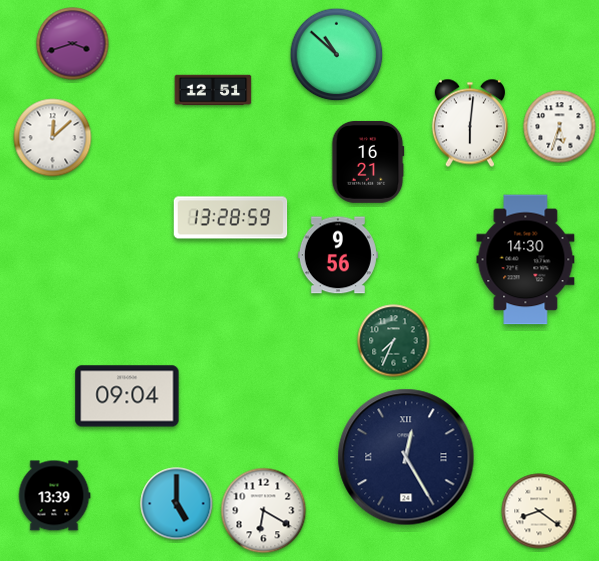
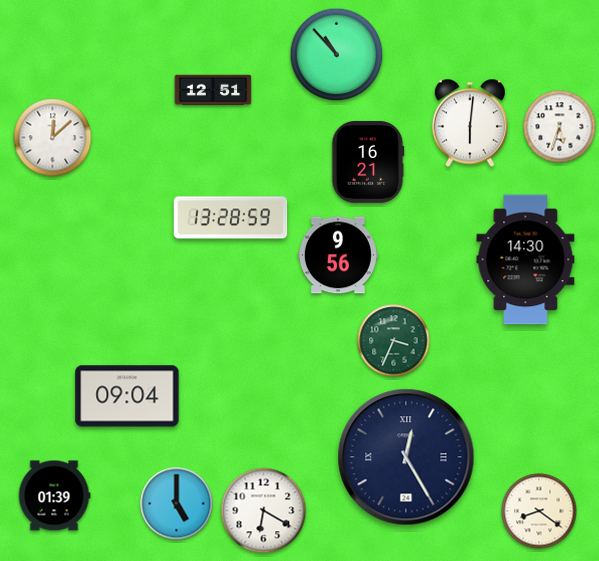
clock at (73, 44): 3:42 -> none
clock at (337, 55): 10:52 -> 10:53
clock at (394, 341): 7:34 -> 3:34
clock at (54, 496): 13:39 -> 01:39
